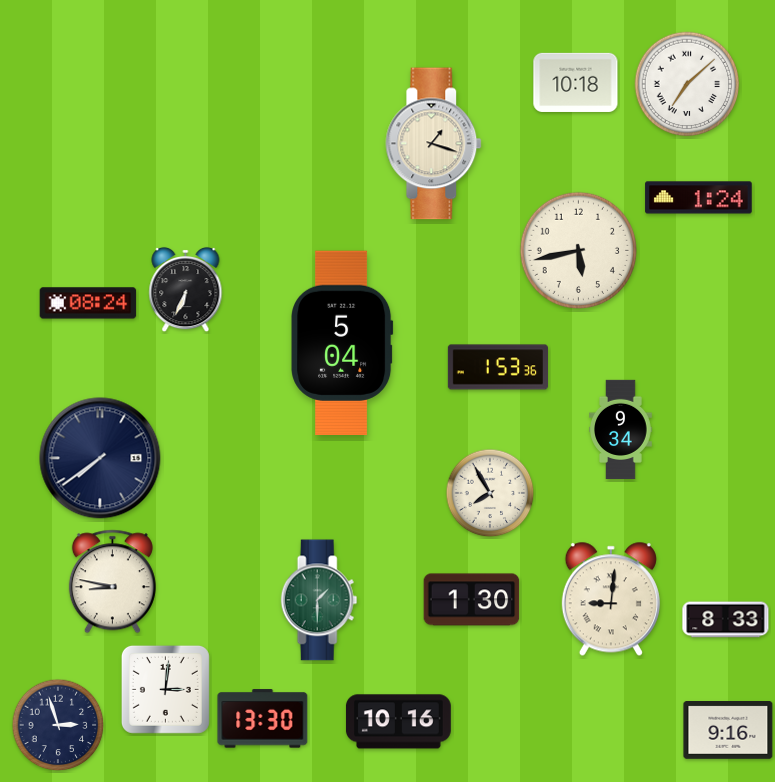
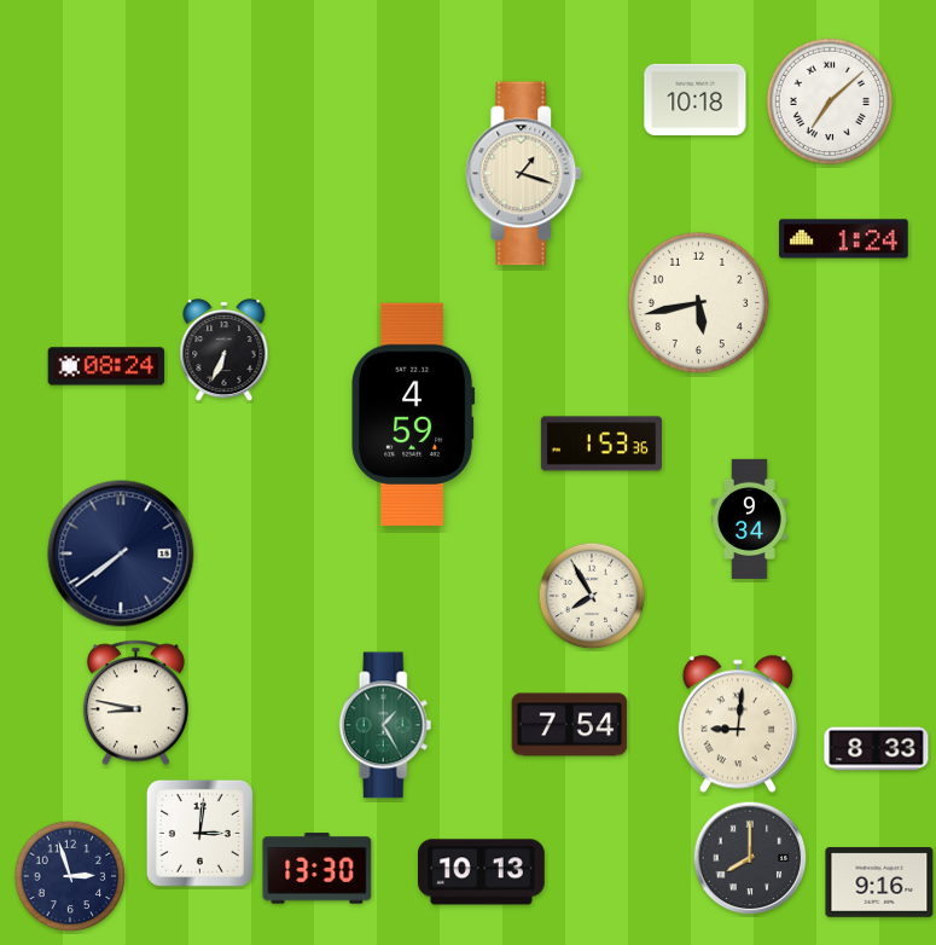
clock at (343, 342): 5:04 -> 4:59
clock at (319, 600): 1:30 -> 1:25
clock at (472, 600): 1:30 -> 7:54
clock at (750, 858): none -> 8:00
clock at (398, 722): 10:16 -> 10:13
